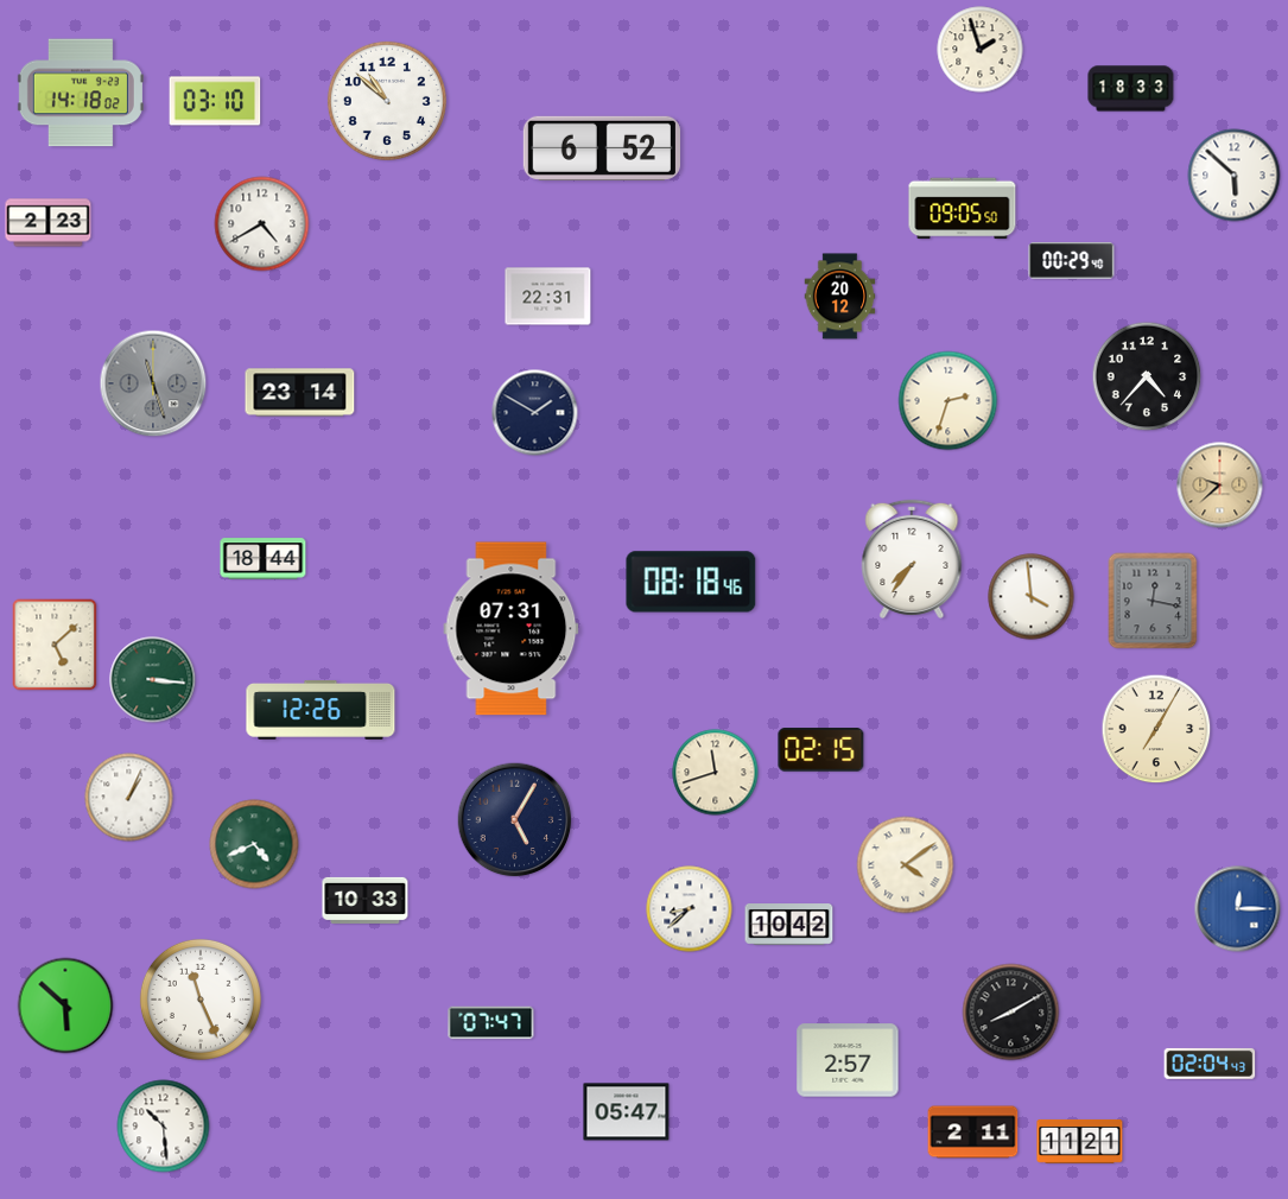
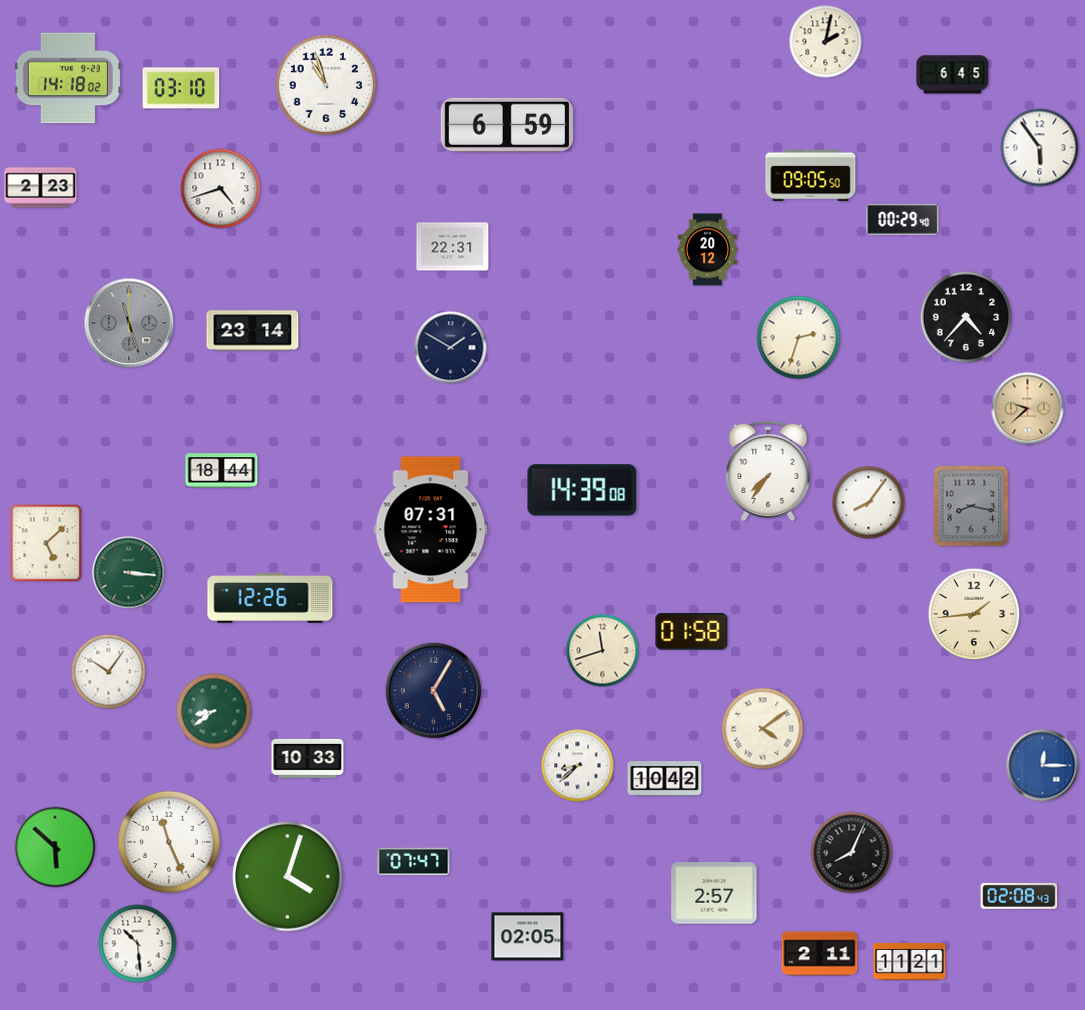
clock at (981, 50): 1:57 -> 2:02
clock at (1131, 89): 18:33 -> 6:45
clock at (215, 101) position: (215, 101) -> (181, 88)
clock at (387, 101): 10:52 -> 10:57
clock at (602, 148): 6:52 -> 6:59
clock at (1235, 176): 5:52 -> 5:54
clock at (262, 224): 4:40 -> 4:42
clock at (548, 297) position: (548, 297) -> (453, 247)
clock at (691, 582): 08:18 -> 14:39
clock at (1032, 597): 3:59 -> 8:06
clock at (1153, 601): 12:17 -> 8:17
clock at (1156, 729): 7:05 -> 1:44
clock at (821, 750): 02:15 -> 01:58
clock at (129, 798): 1:04 -> 10:06
clock at (254, 844): 4:41 -> 8:39
clock at (690, 909) position: (690, 909) -> (578, 766)
clock at (1011, 1013): 8:10 -> 8:04
clock at (288, 877): none -> 4:03
clock at (1210, 1064): 02:04 -> 02:08
clock at (627, 1112): 05:47 -> 02:05
clock at (164, 1127) position: (164, 1127) -> (138, 944)
